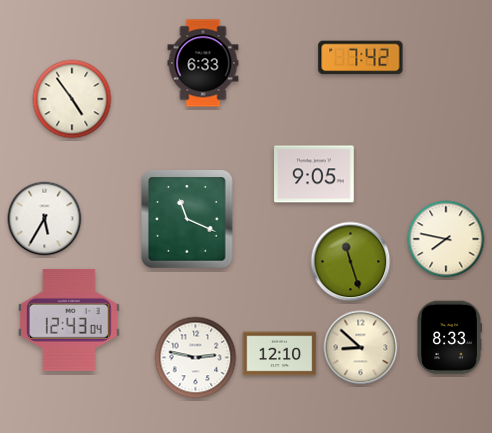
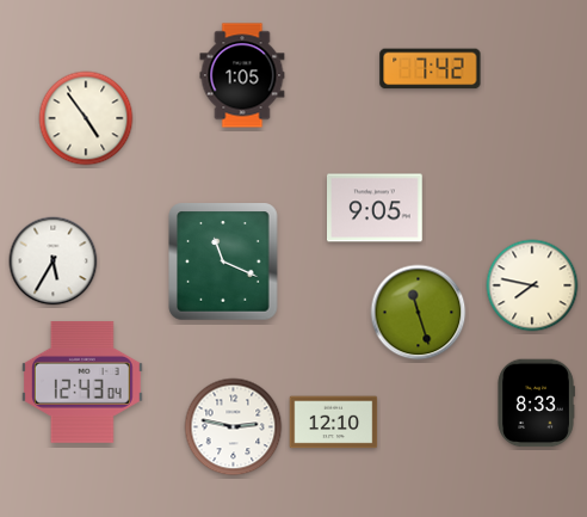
clock at (203, 63): 6:33 -> 1:05
clock at (361, 348): 8:52 -> none
